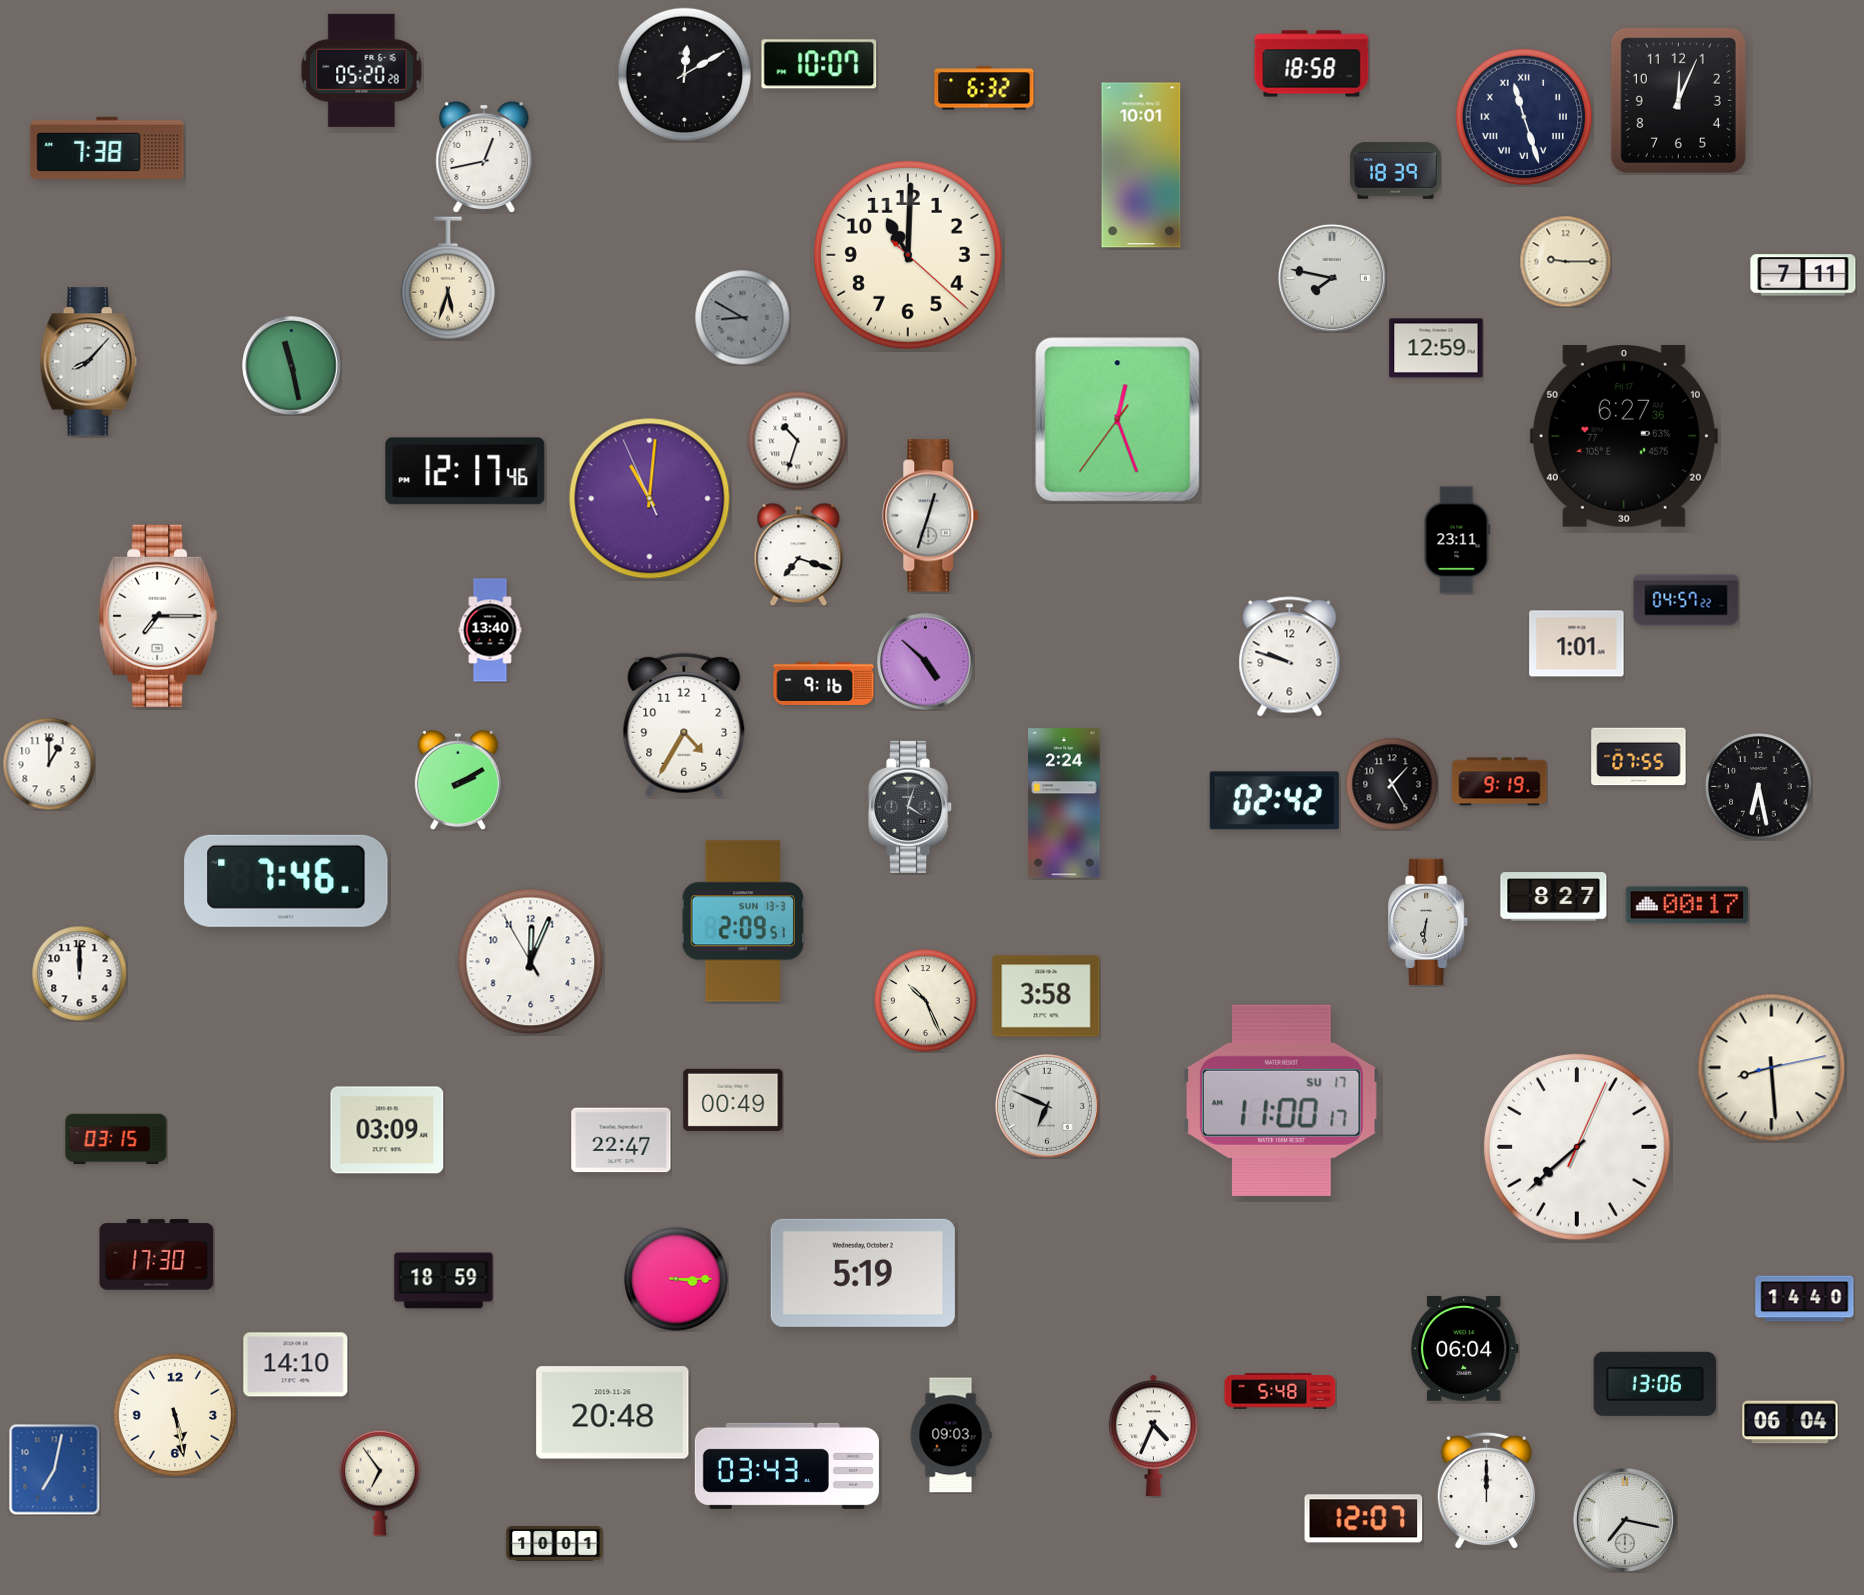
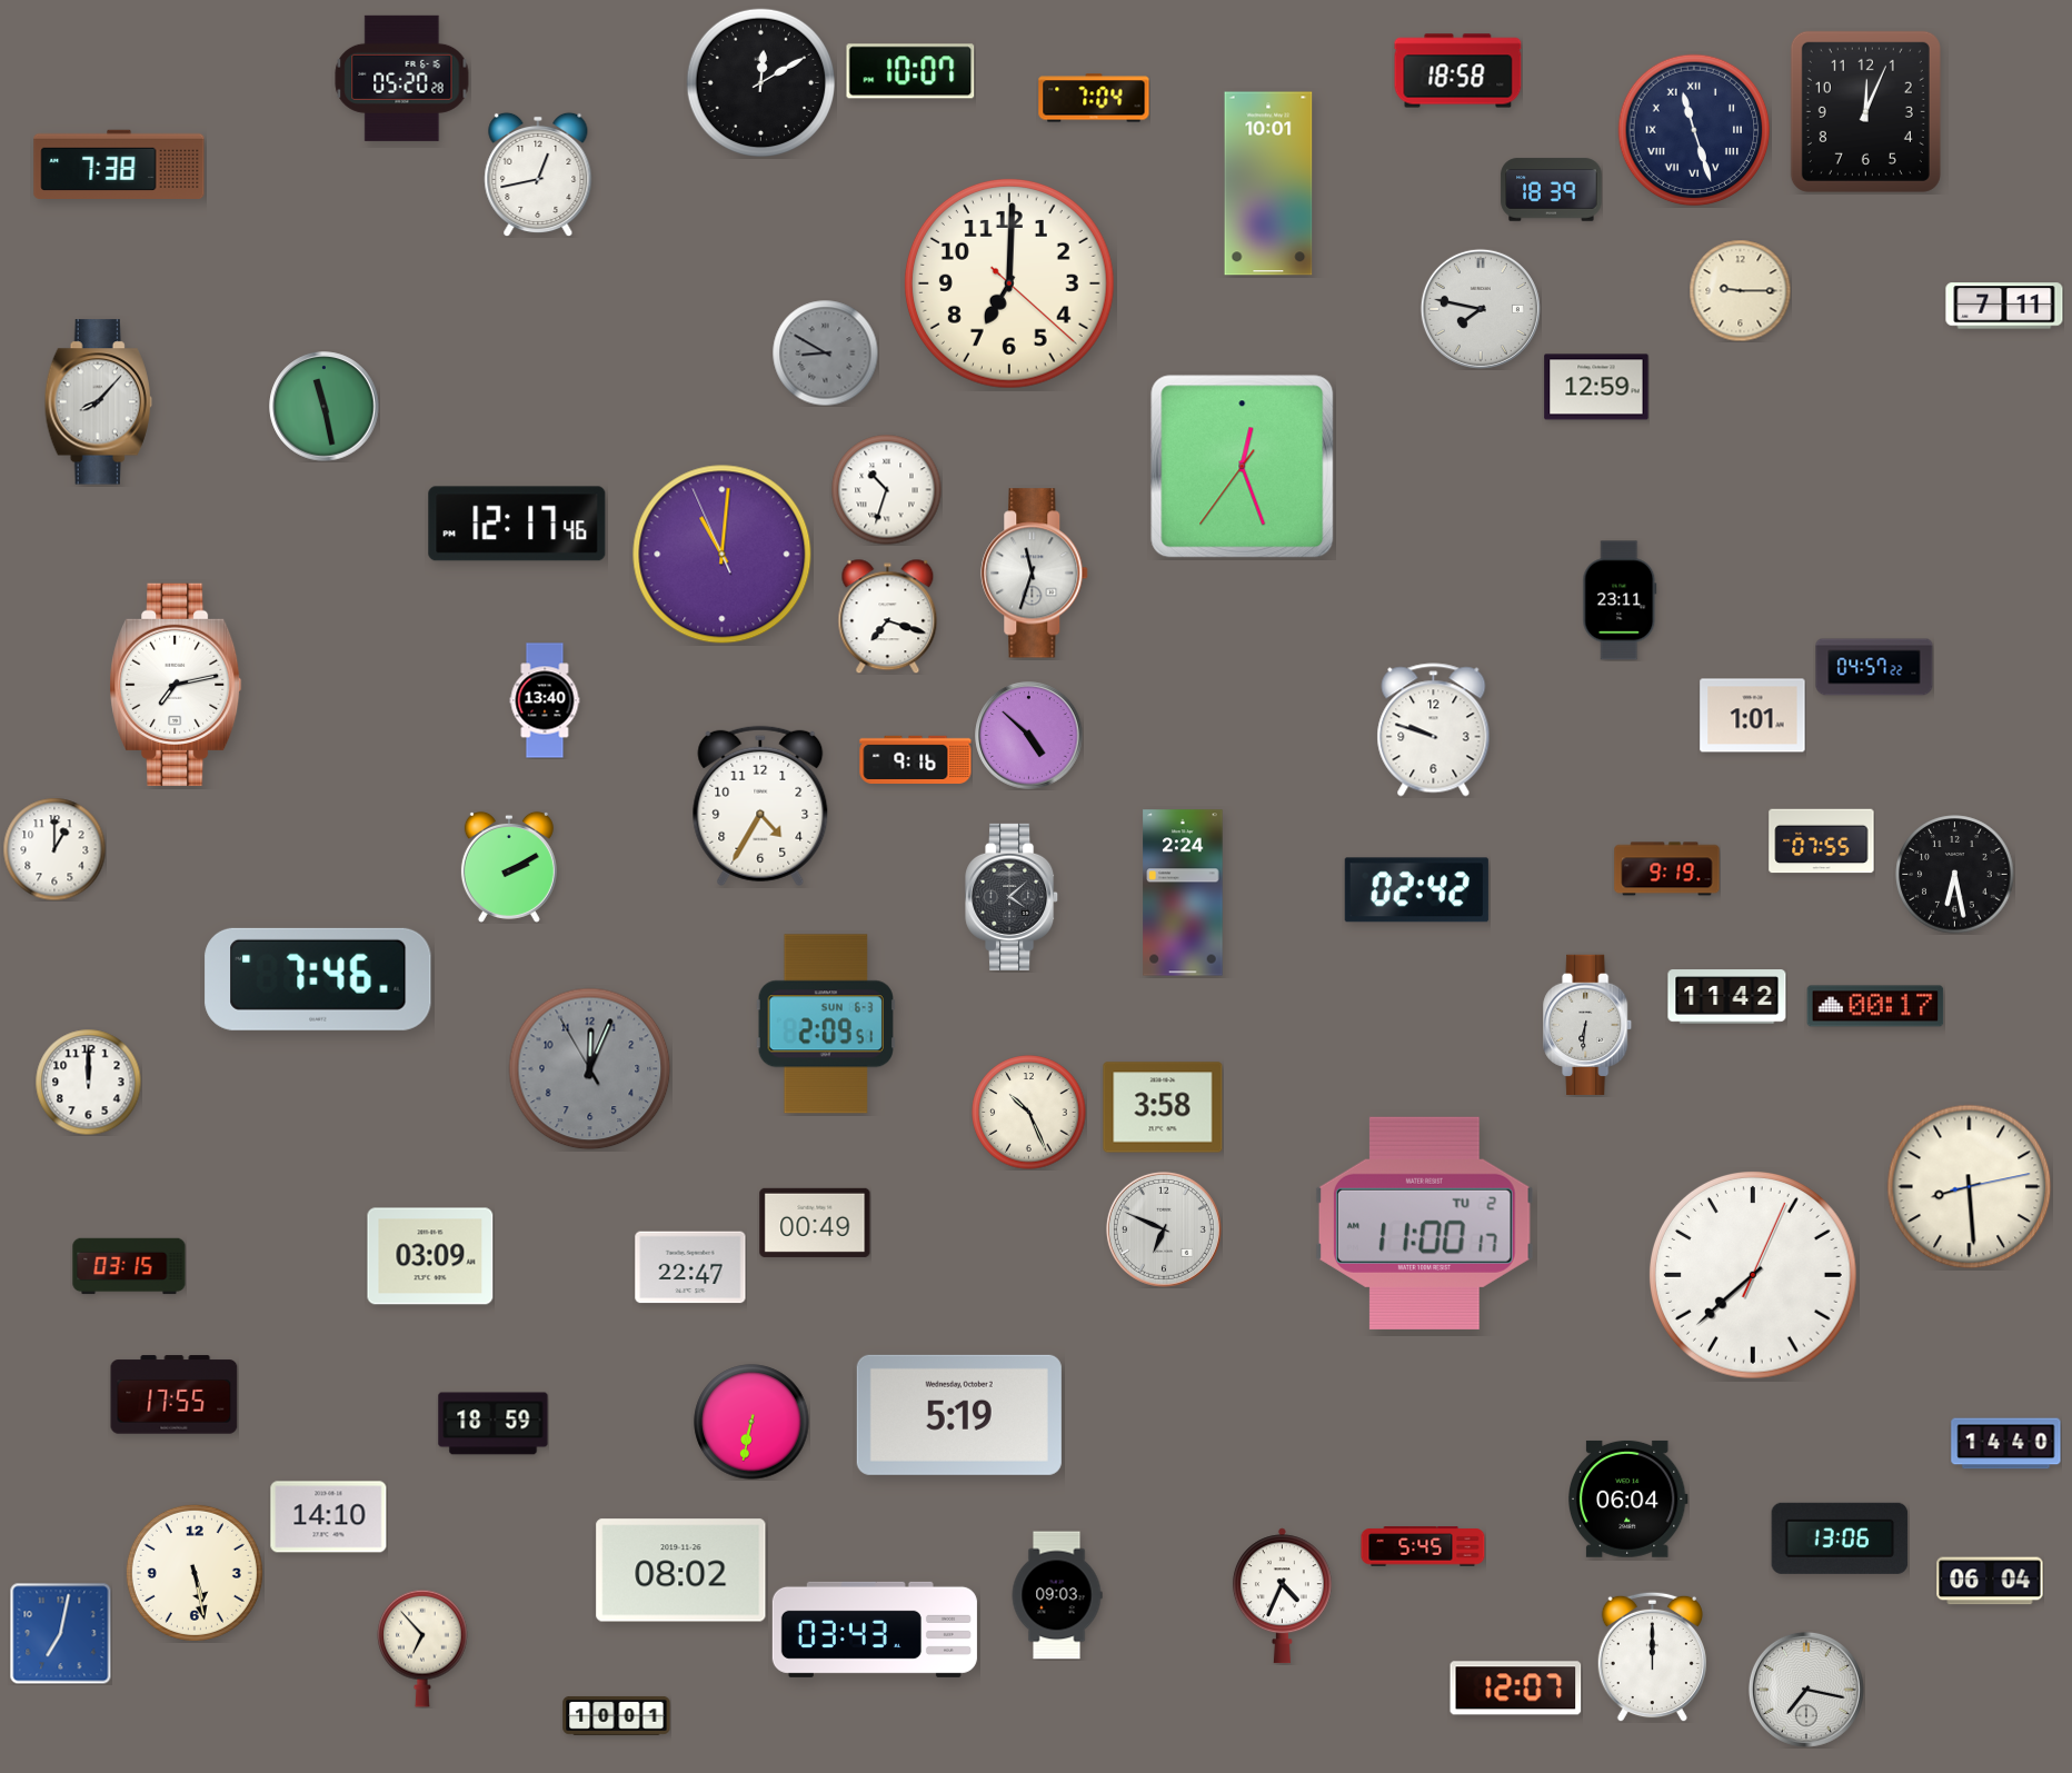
clock at (984, 88): 6:32 -> 7:04
clock at (908, 255): 11:00 -> 7:00
clock at (448, 278): 5:33 -> none
clock at (1624, 436): 6:27 -> none
clock at (931, 516): 12:33 -> 11:33
clock at (158, 616): 7:15 -> 7:13
clock at (1392, 784): 1:25 -> none
clock at (911, 807): 4:03 -> 4:08
clock at (1554, 897): 8:27 -> 11:42
clock at (743, 921) date: SUN 13-3 -> SUN 6-3
clock at (531, 962) dial: white -> grey
clock at (1281, 1100) date: SU 17 -> TU 2
clock at (157, 1255): 17:30 -> 17:55
clock at (676, 1279): 3:15 -> 6:32
clock at (1280, 1391): 5:48 -> 5:45
clock at (613, 1413): 20:48 -> 08:02
clock at (380, 1483): 6:54 -> 6:53
